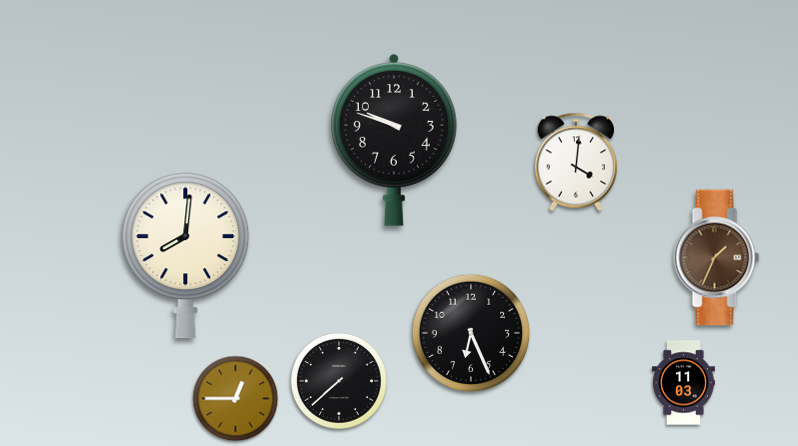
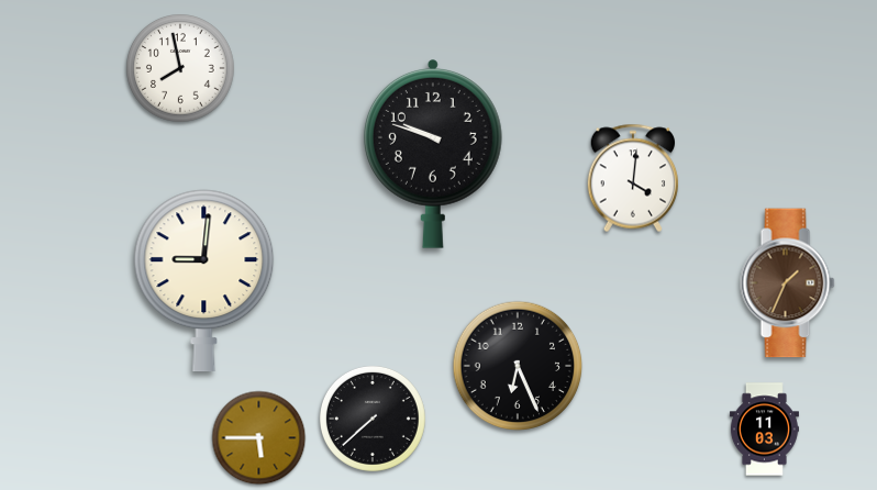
clock at (180, 68): none -> 7:58
clock at (186, 256): 8:01 -> 9:01
clock at (683, 383) position: (683, 383) -> (764, 430)
clock at (236, 399): 12:45 -> 5:45
